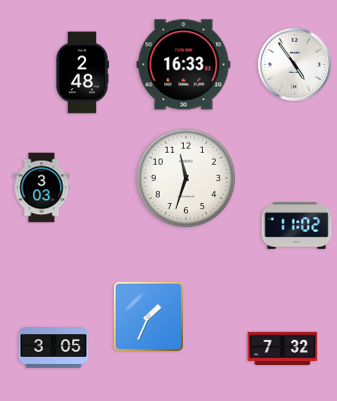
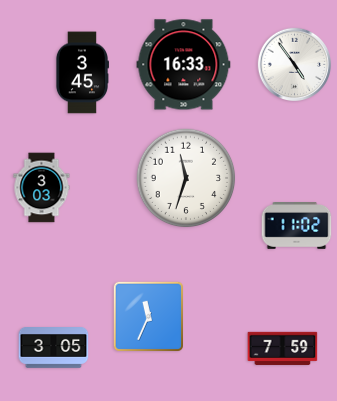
clock at (82, 73): 2:48 -> 3:45
clock at (148, 316): 1:34 -> 11:34
clock at (283, 348): 7:32 -> 7:59
